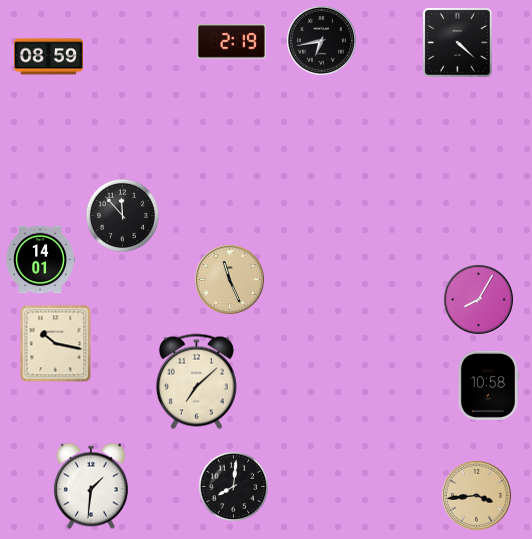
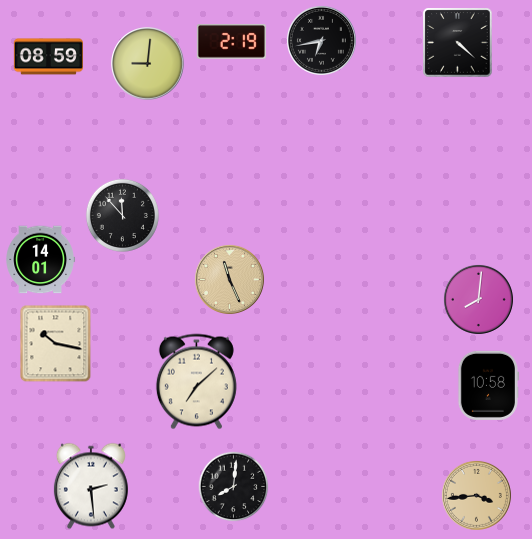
clock at (148, 64): none -> 9:01
clock at (478, 299): 8:05 -> 8:01
clock at (91, 486): 1:31 -> 2:29
